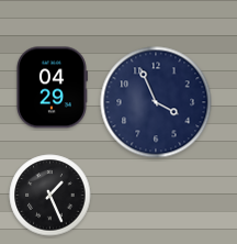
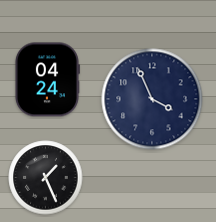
clock at (52, 88): 04:29 -> 04:24
clock at (156, 102) position: (156, 102) -> (152, 99)
